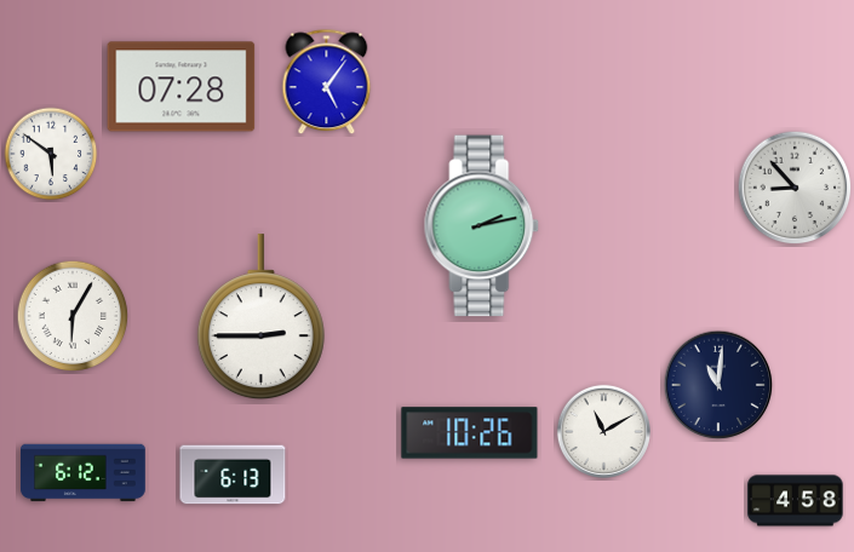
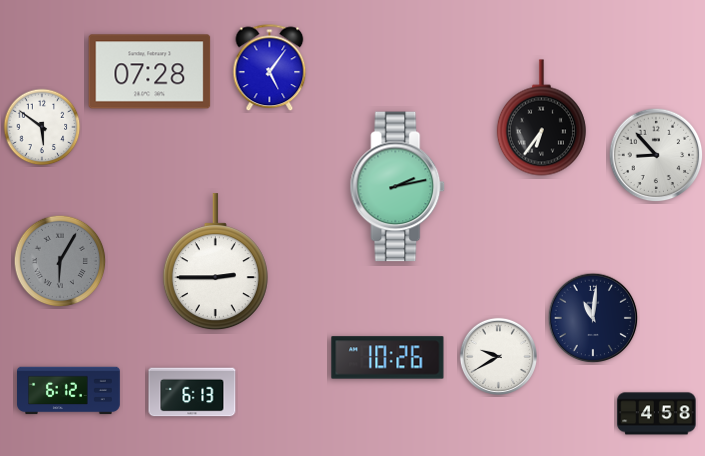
clock at (541, 118): none -> 6:36
clock at (73, 316) dial: white -> grey
clock at (603, 431): 11:10 -> 9:40
